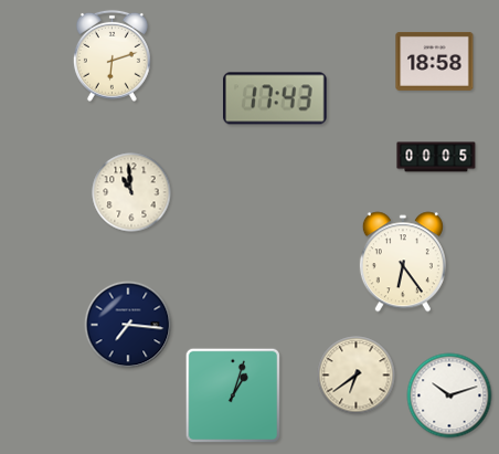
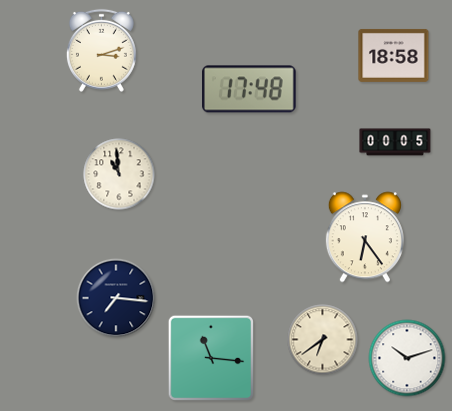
clock at (112, 55): 6:12 -> 3:12
clock at (276, 98): 17:43 -> 17:48
clock at (128, 325) position: (128, 325) -> (116, 298)
clock at (232, 394): 1:03 -> 11:16
